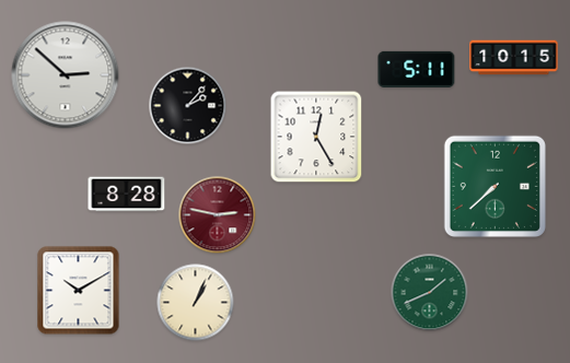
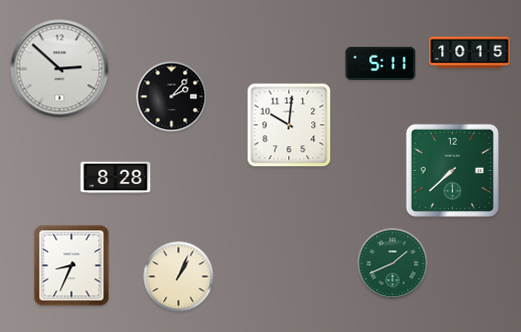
clock at (316, 137): 12:25 -> 10:01
clock at (218, 215): 2:47 -> none
clock at (79, 291): 10:10 -> 8:34
clock at (430, 293) position: (430, 293) -> (393, 264)
